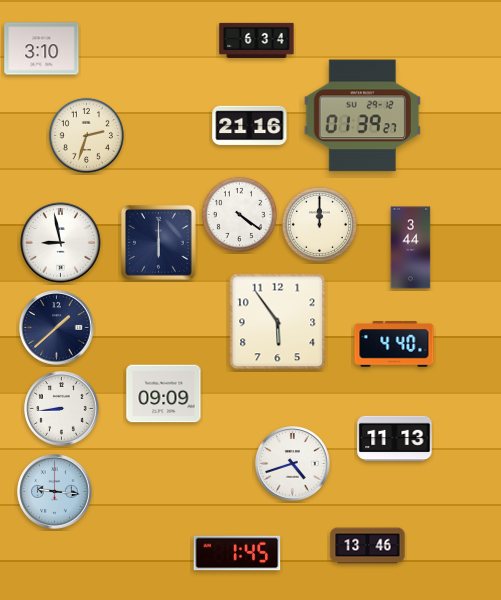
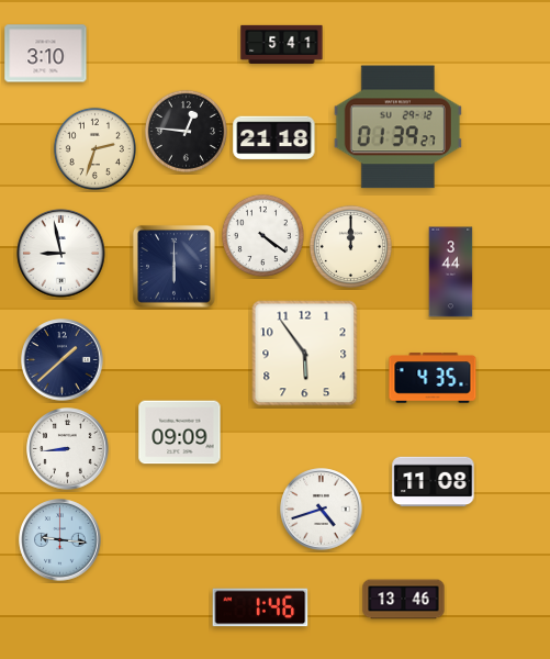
clock at (257, 40): 6:34 -> 5:41
clock at (186, 131): none -> 12:46
clock at (250, 126): 21:16 -> 21:18
clock at (61, 243) position: (61, 243) -> (61, 254)
clock at (394, 344): 4:40 -> 4:35
clock at (395, 439): 11:13 -> 11:08
clock at (237, 553): 1:45 -> 1:46
